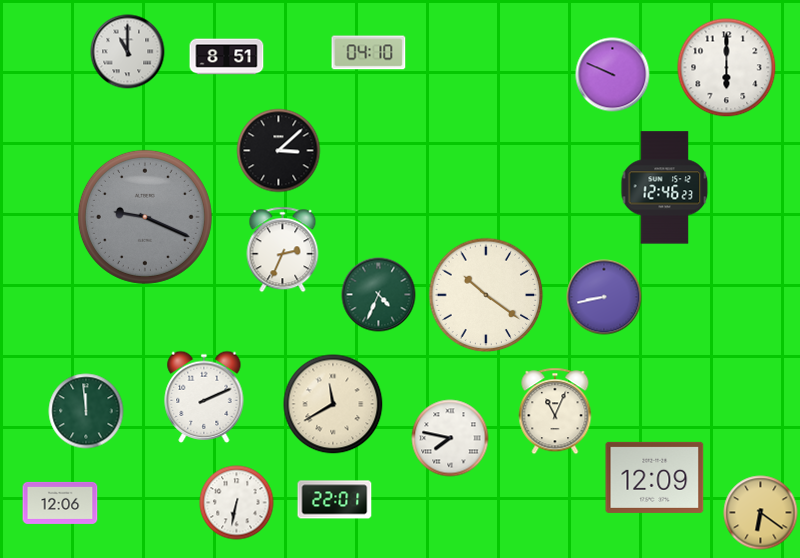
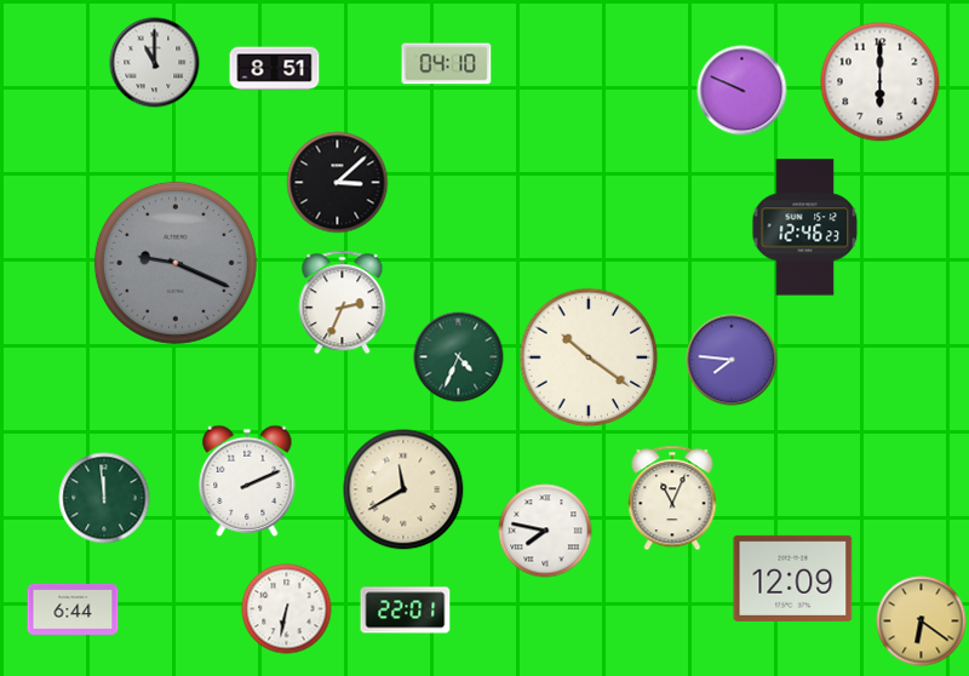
clock at (604, 297): 8:43 -> 7:46
clock at (335, 500) position: (335, 500) -> (406, 611)
clock at (60, 503): 12:06 -> 6:44
